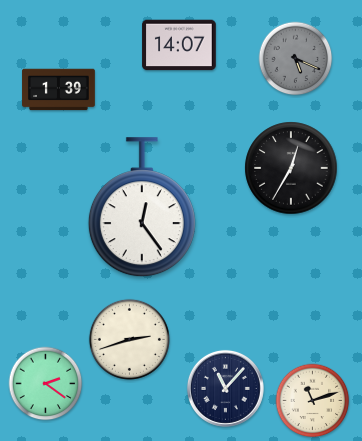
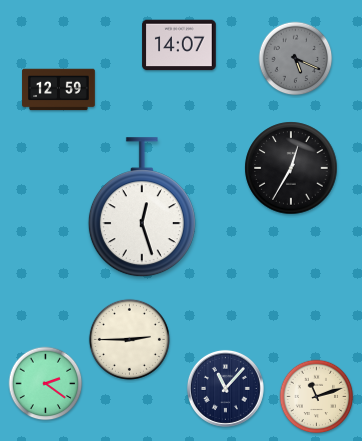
clock at (59, 90): 1:39 -> 12:59
clock at (142, 208): 12:24 -> 12:27
clock at (129, 339): 2:42 -> 2:45
clock at (313, 401) position: (313, 401) -> (317, 397)
